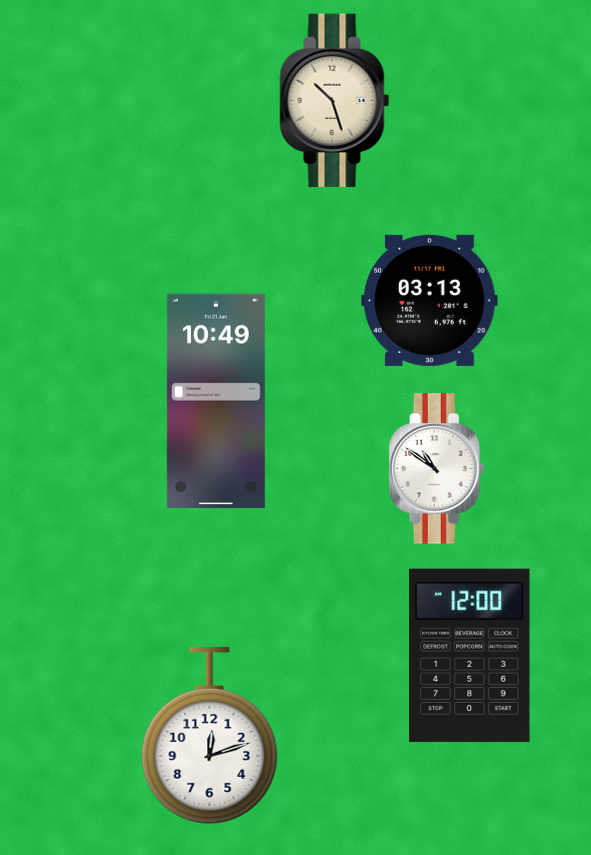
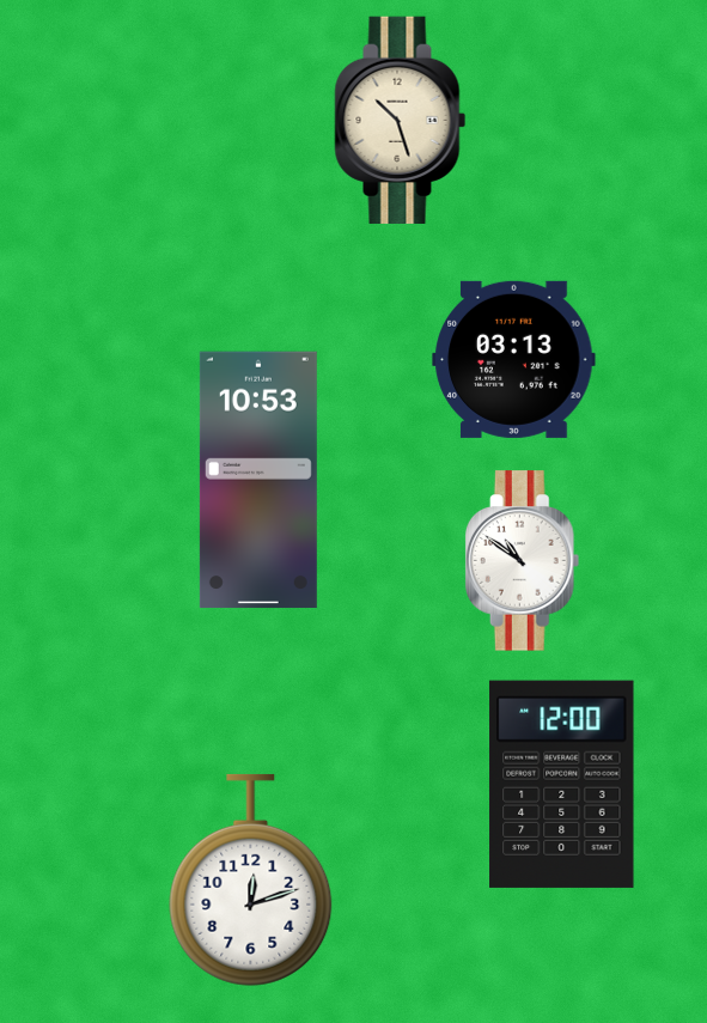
clock at (216, 401): 10:49 -> 10:53
